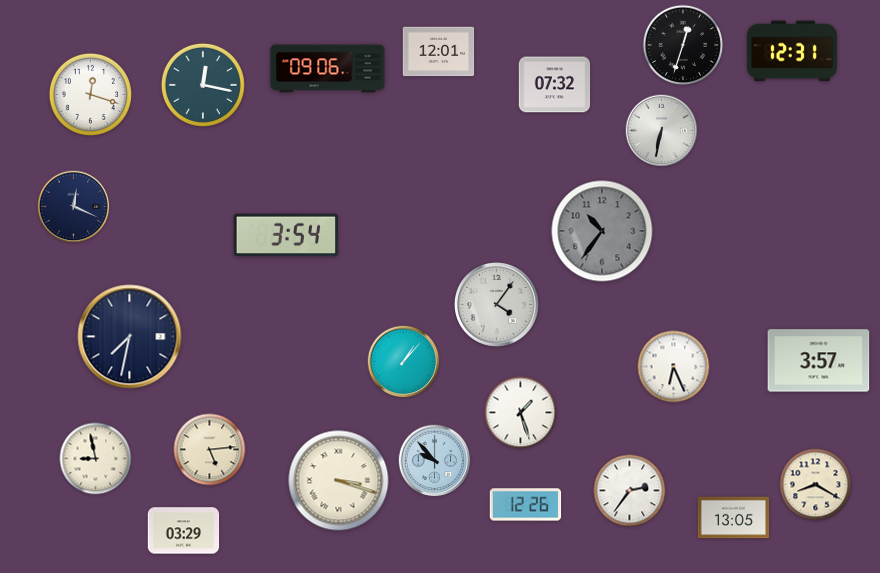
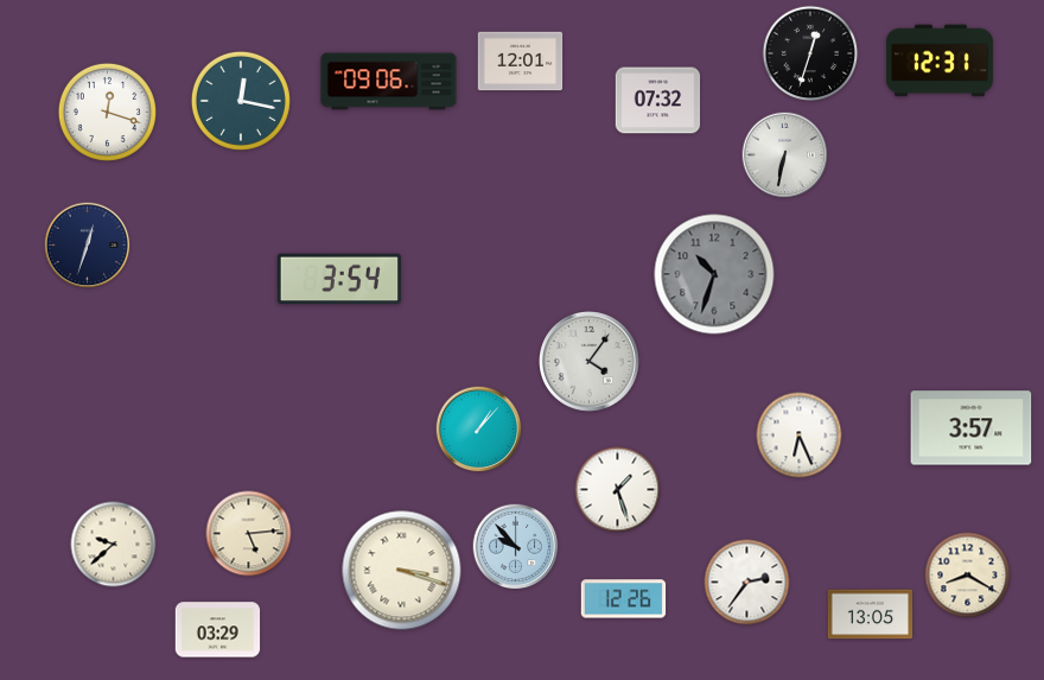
clock at (74, 207): 12:19 -> 12:33
clock at (602, 231): 10:36 -> 10:33
clock at (130, 337): 7:32 -> none
clock at (96, 459): 8:58 -> 9:38
